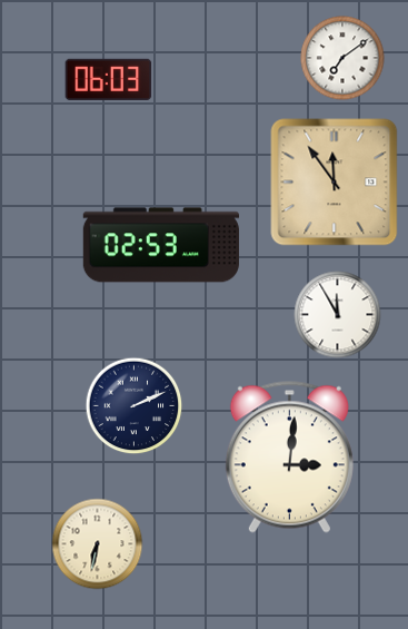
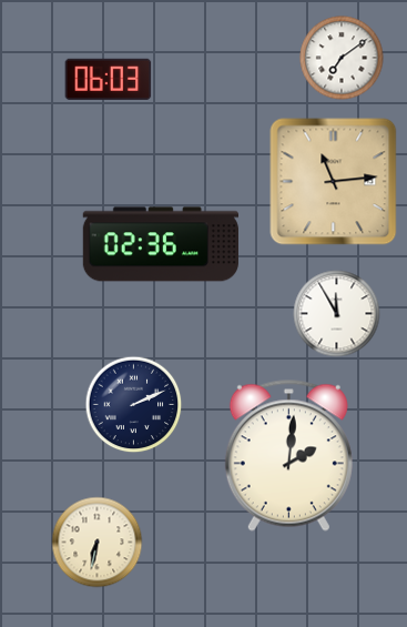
clock at (335, 183): 11:54 -> 11:14
clock at (161, 245): 02:53 -> 02:36
clock at (289, 456): 3:01 -> 2:01
